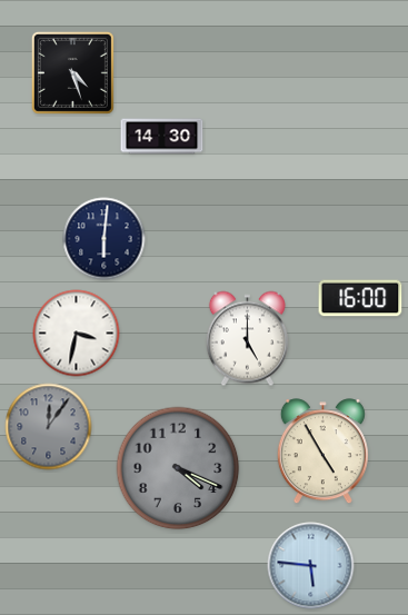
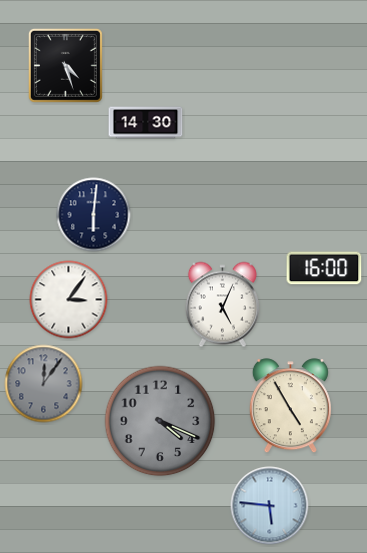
clock at (77, 334): 3:32 -> 3:06
clock at (247, 339): 5:00 -> 5:04
clock at (311, 566) position: (311, 566) -> (270, 506)
